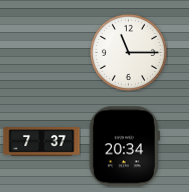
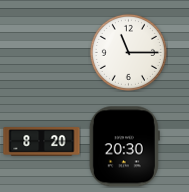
clock at (42, 142): 7:37 -> 8:20
clock at (124, 147): 20:34 -> 20:30
